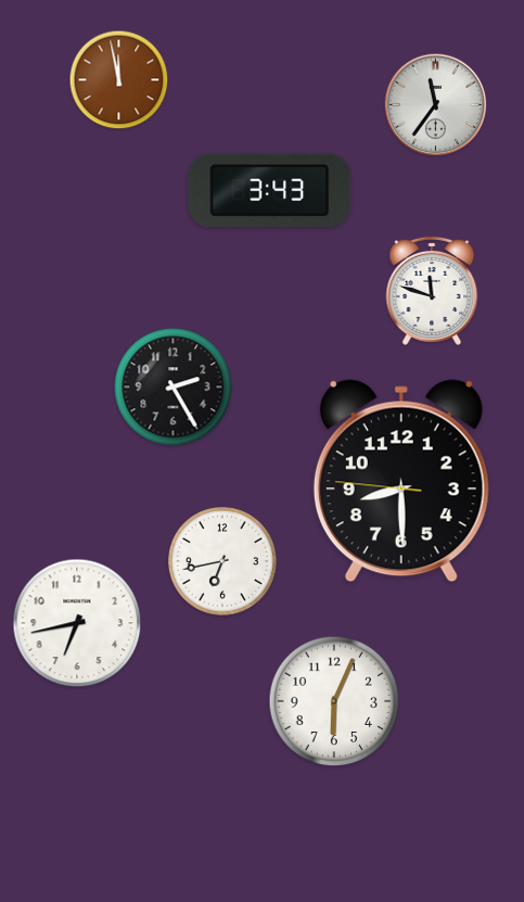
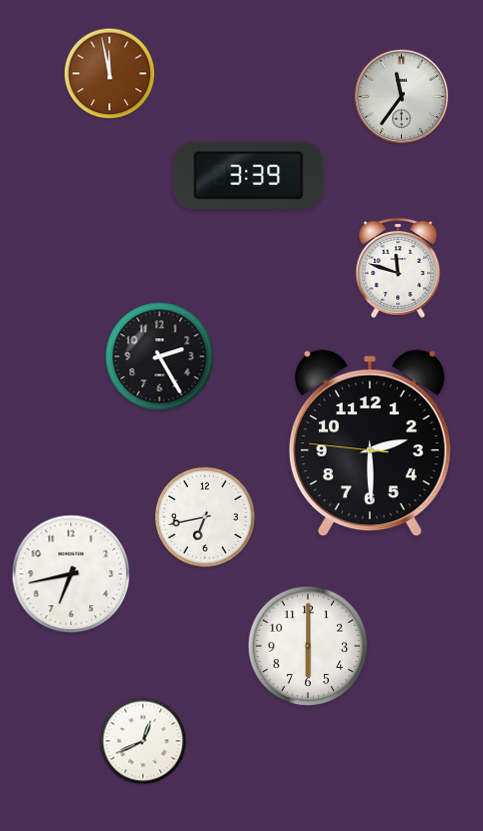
clock at (270, 190): 3:43 -> 3:39
clock at (401, 481): 8:29 -> 2:29
clock at (334, 701): 6:04 -> 6:00
clock at (143, 741): none -> 12:41
